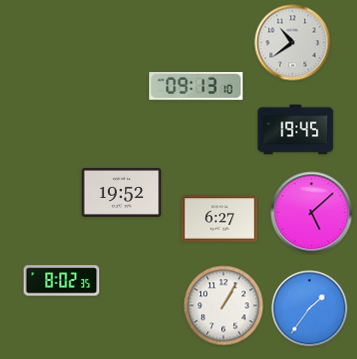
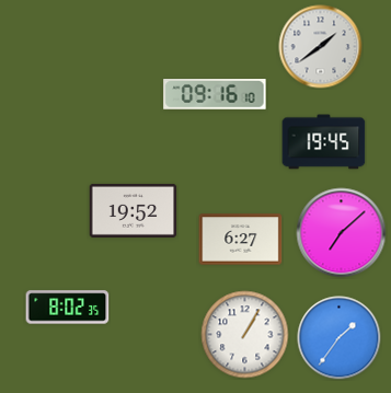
clock at (293, 43): 10:39 -> 1:39
clock at (196, 87): 09:13 -> 09:16
clock at (312, 213): 5:08 -> 7:08
